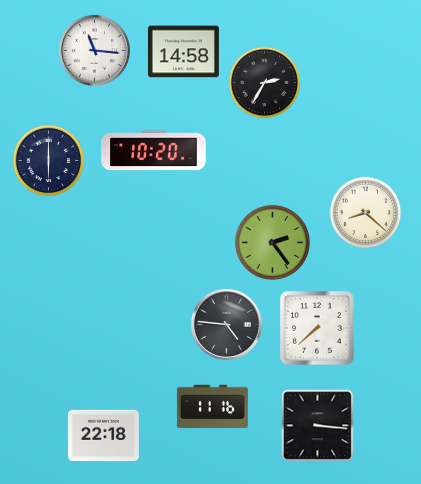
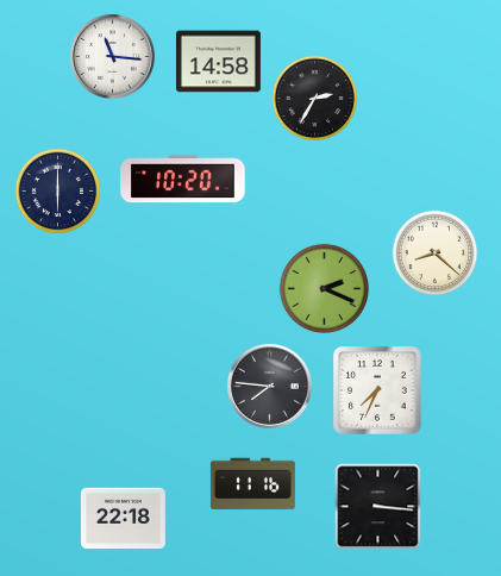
clock at (94, 50) position: (94, 50) -> (112, 56)
clock at (272, 242): 2:24 -> 2:19
clock at (226, 324): 4:46 -> 7:46
clock at (317, 328): 7:38 -> 7:34
